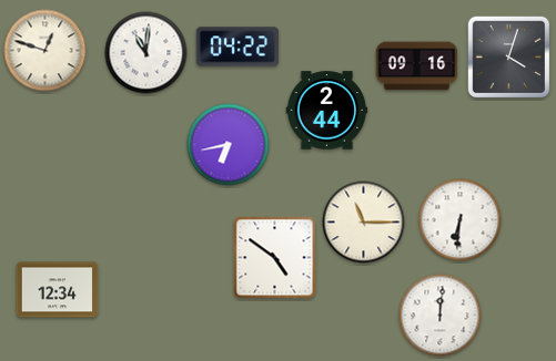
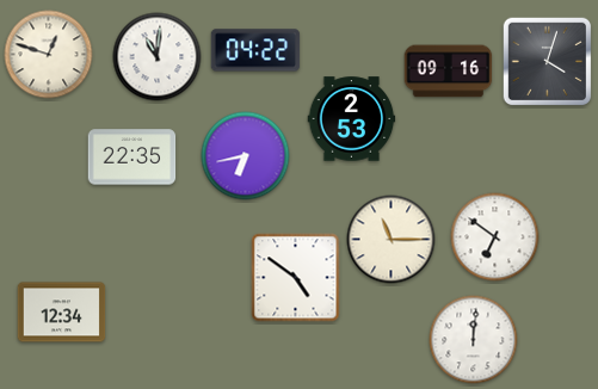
clock at (327, 111): 2:44 -> 2:53
clock at (132, 158): none -> 22:35
clock at (461, 220): 6:31 -> 6:51
